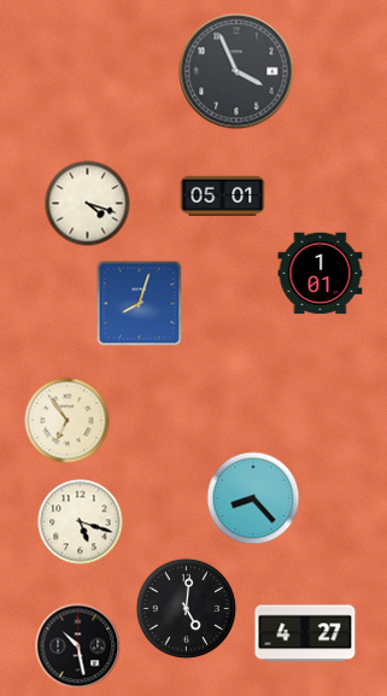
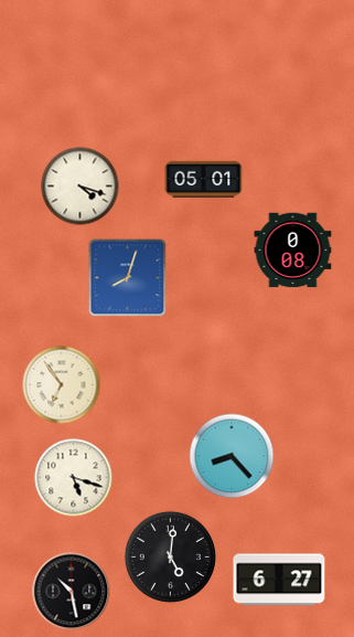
clock at (236, 71): 3:56 -> none
clock at (321, 274): 1:01 -> 0:08
clock at (305, 633): 4:27 -> 6:27
